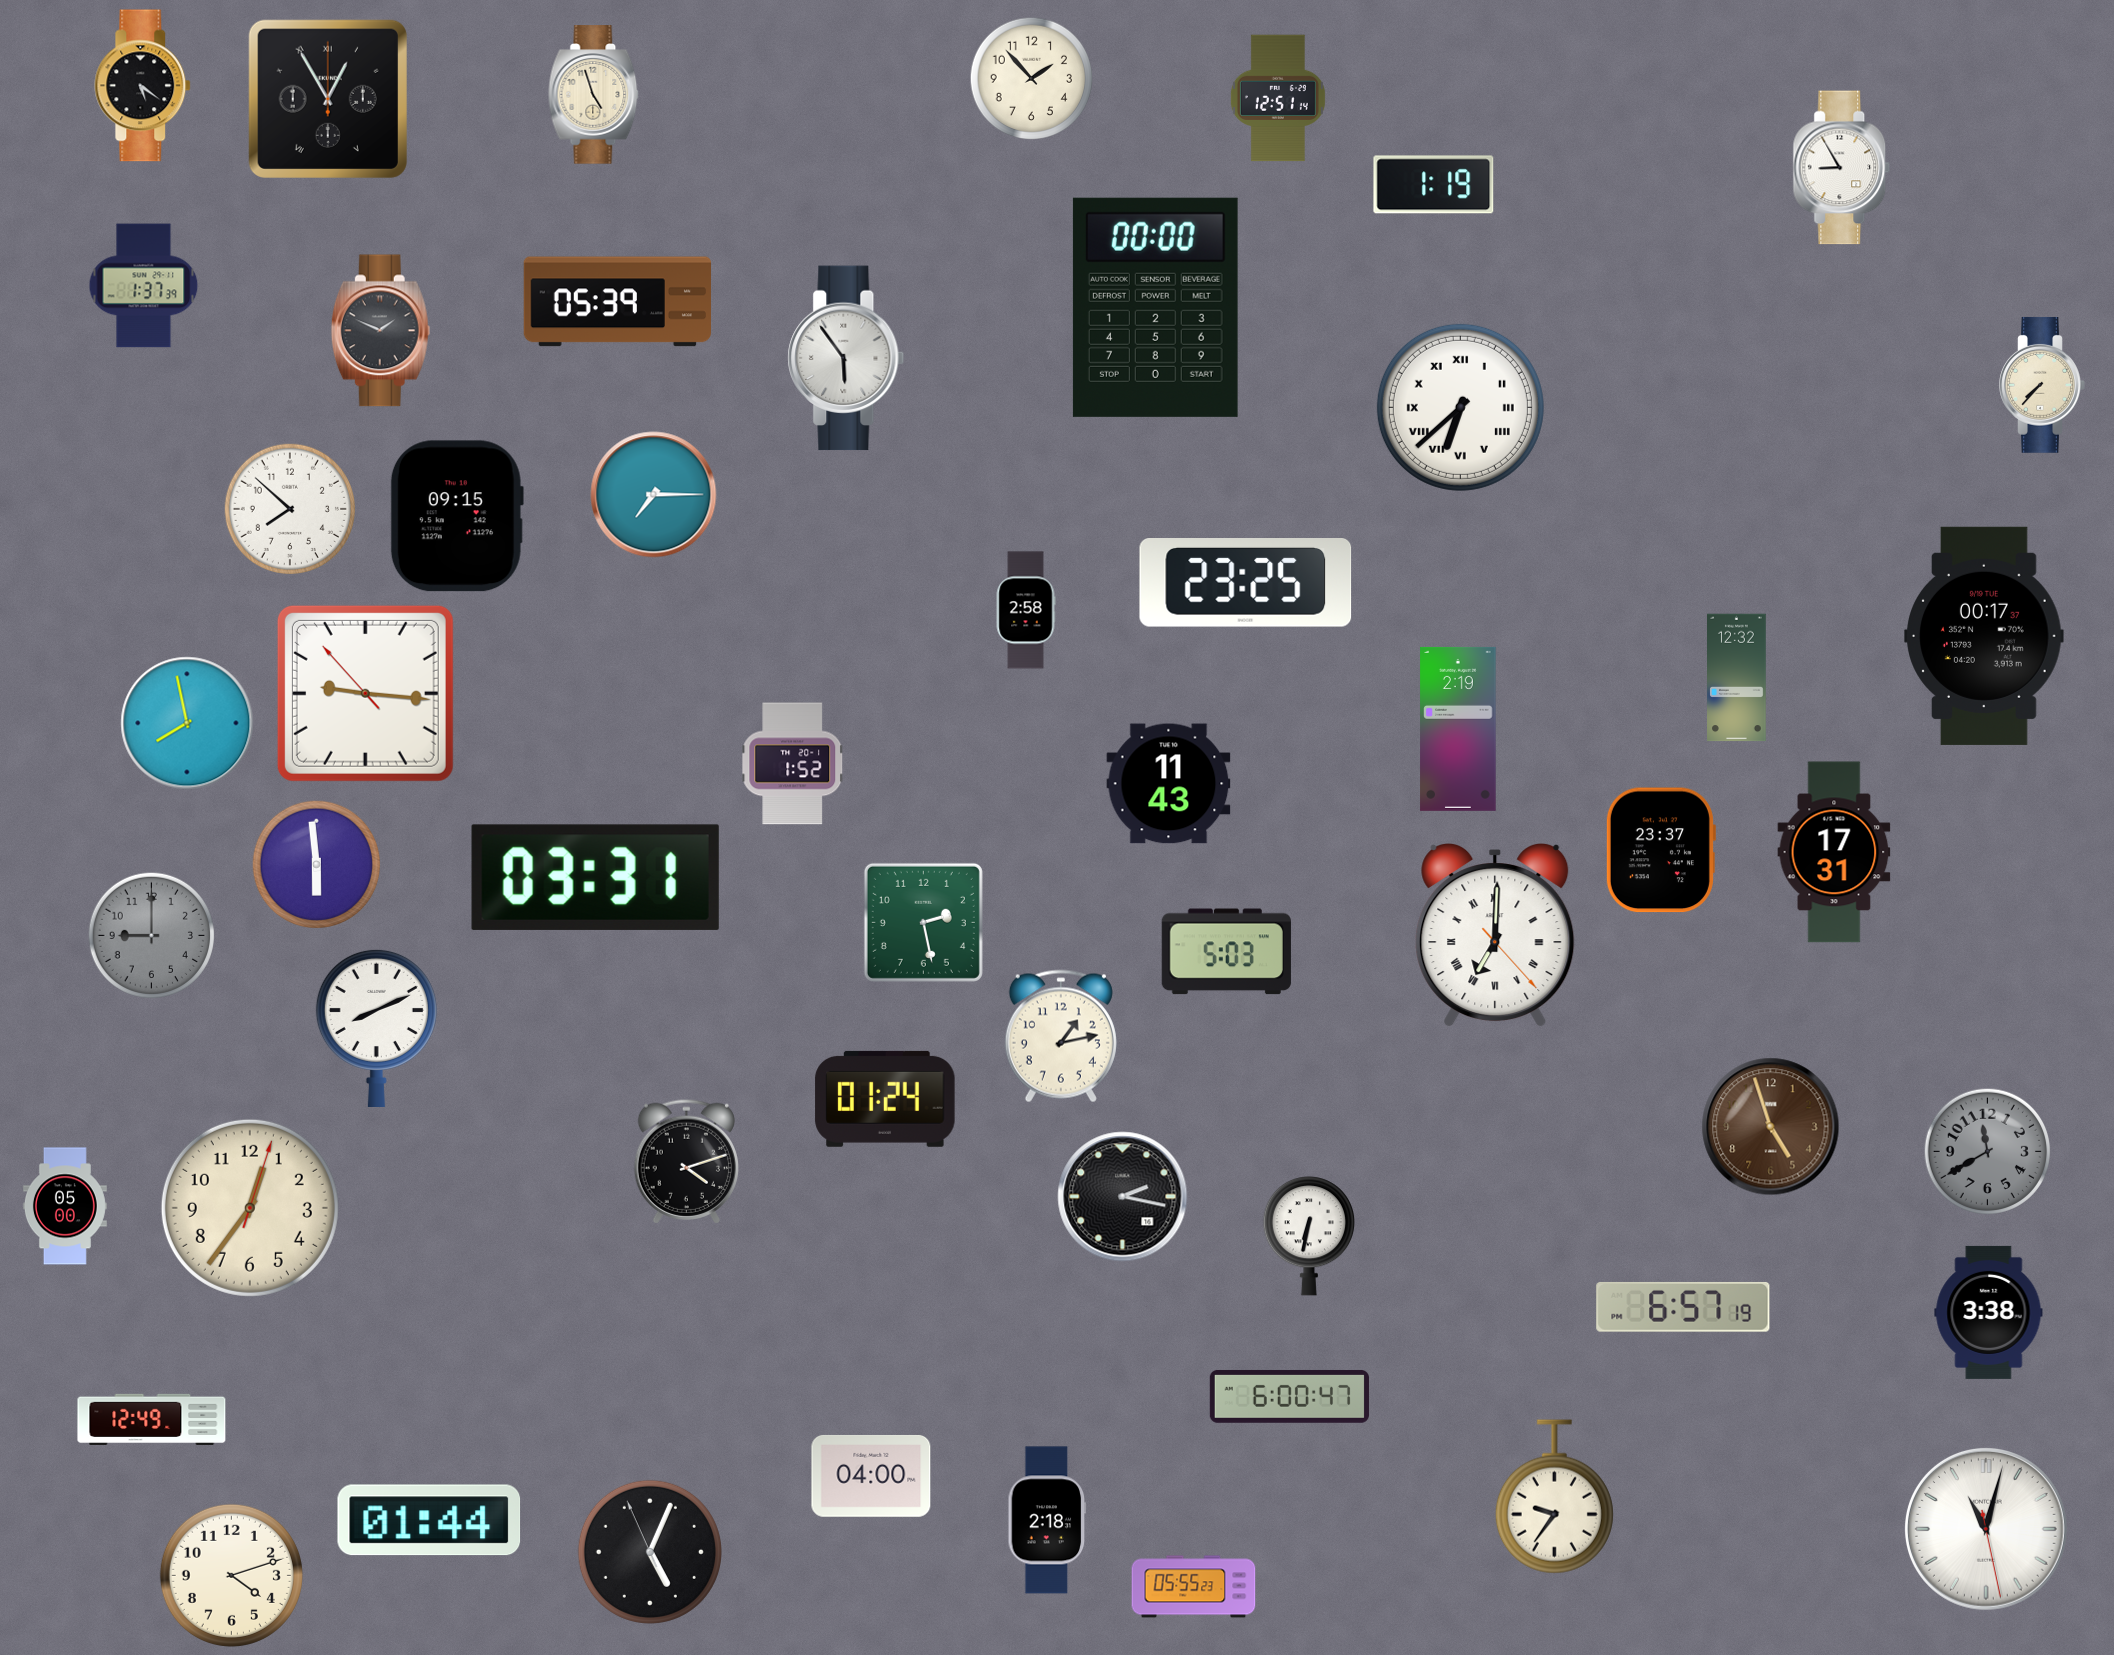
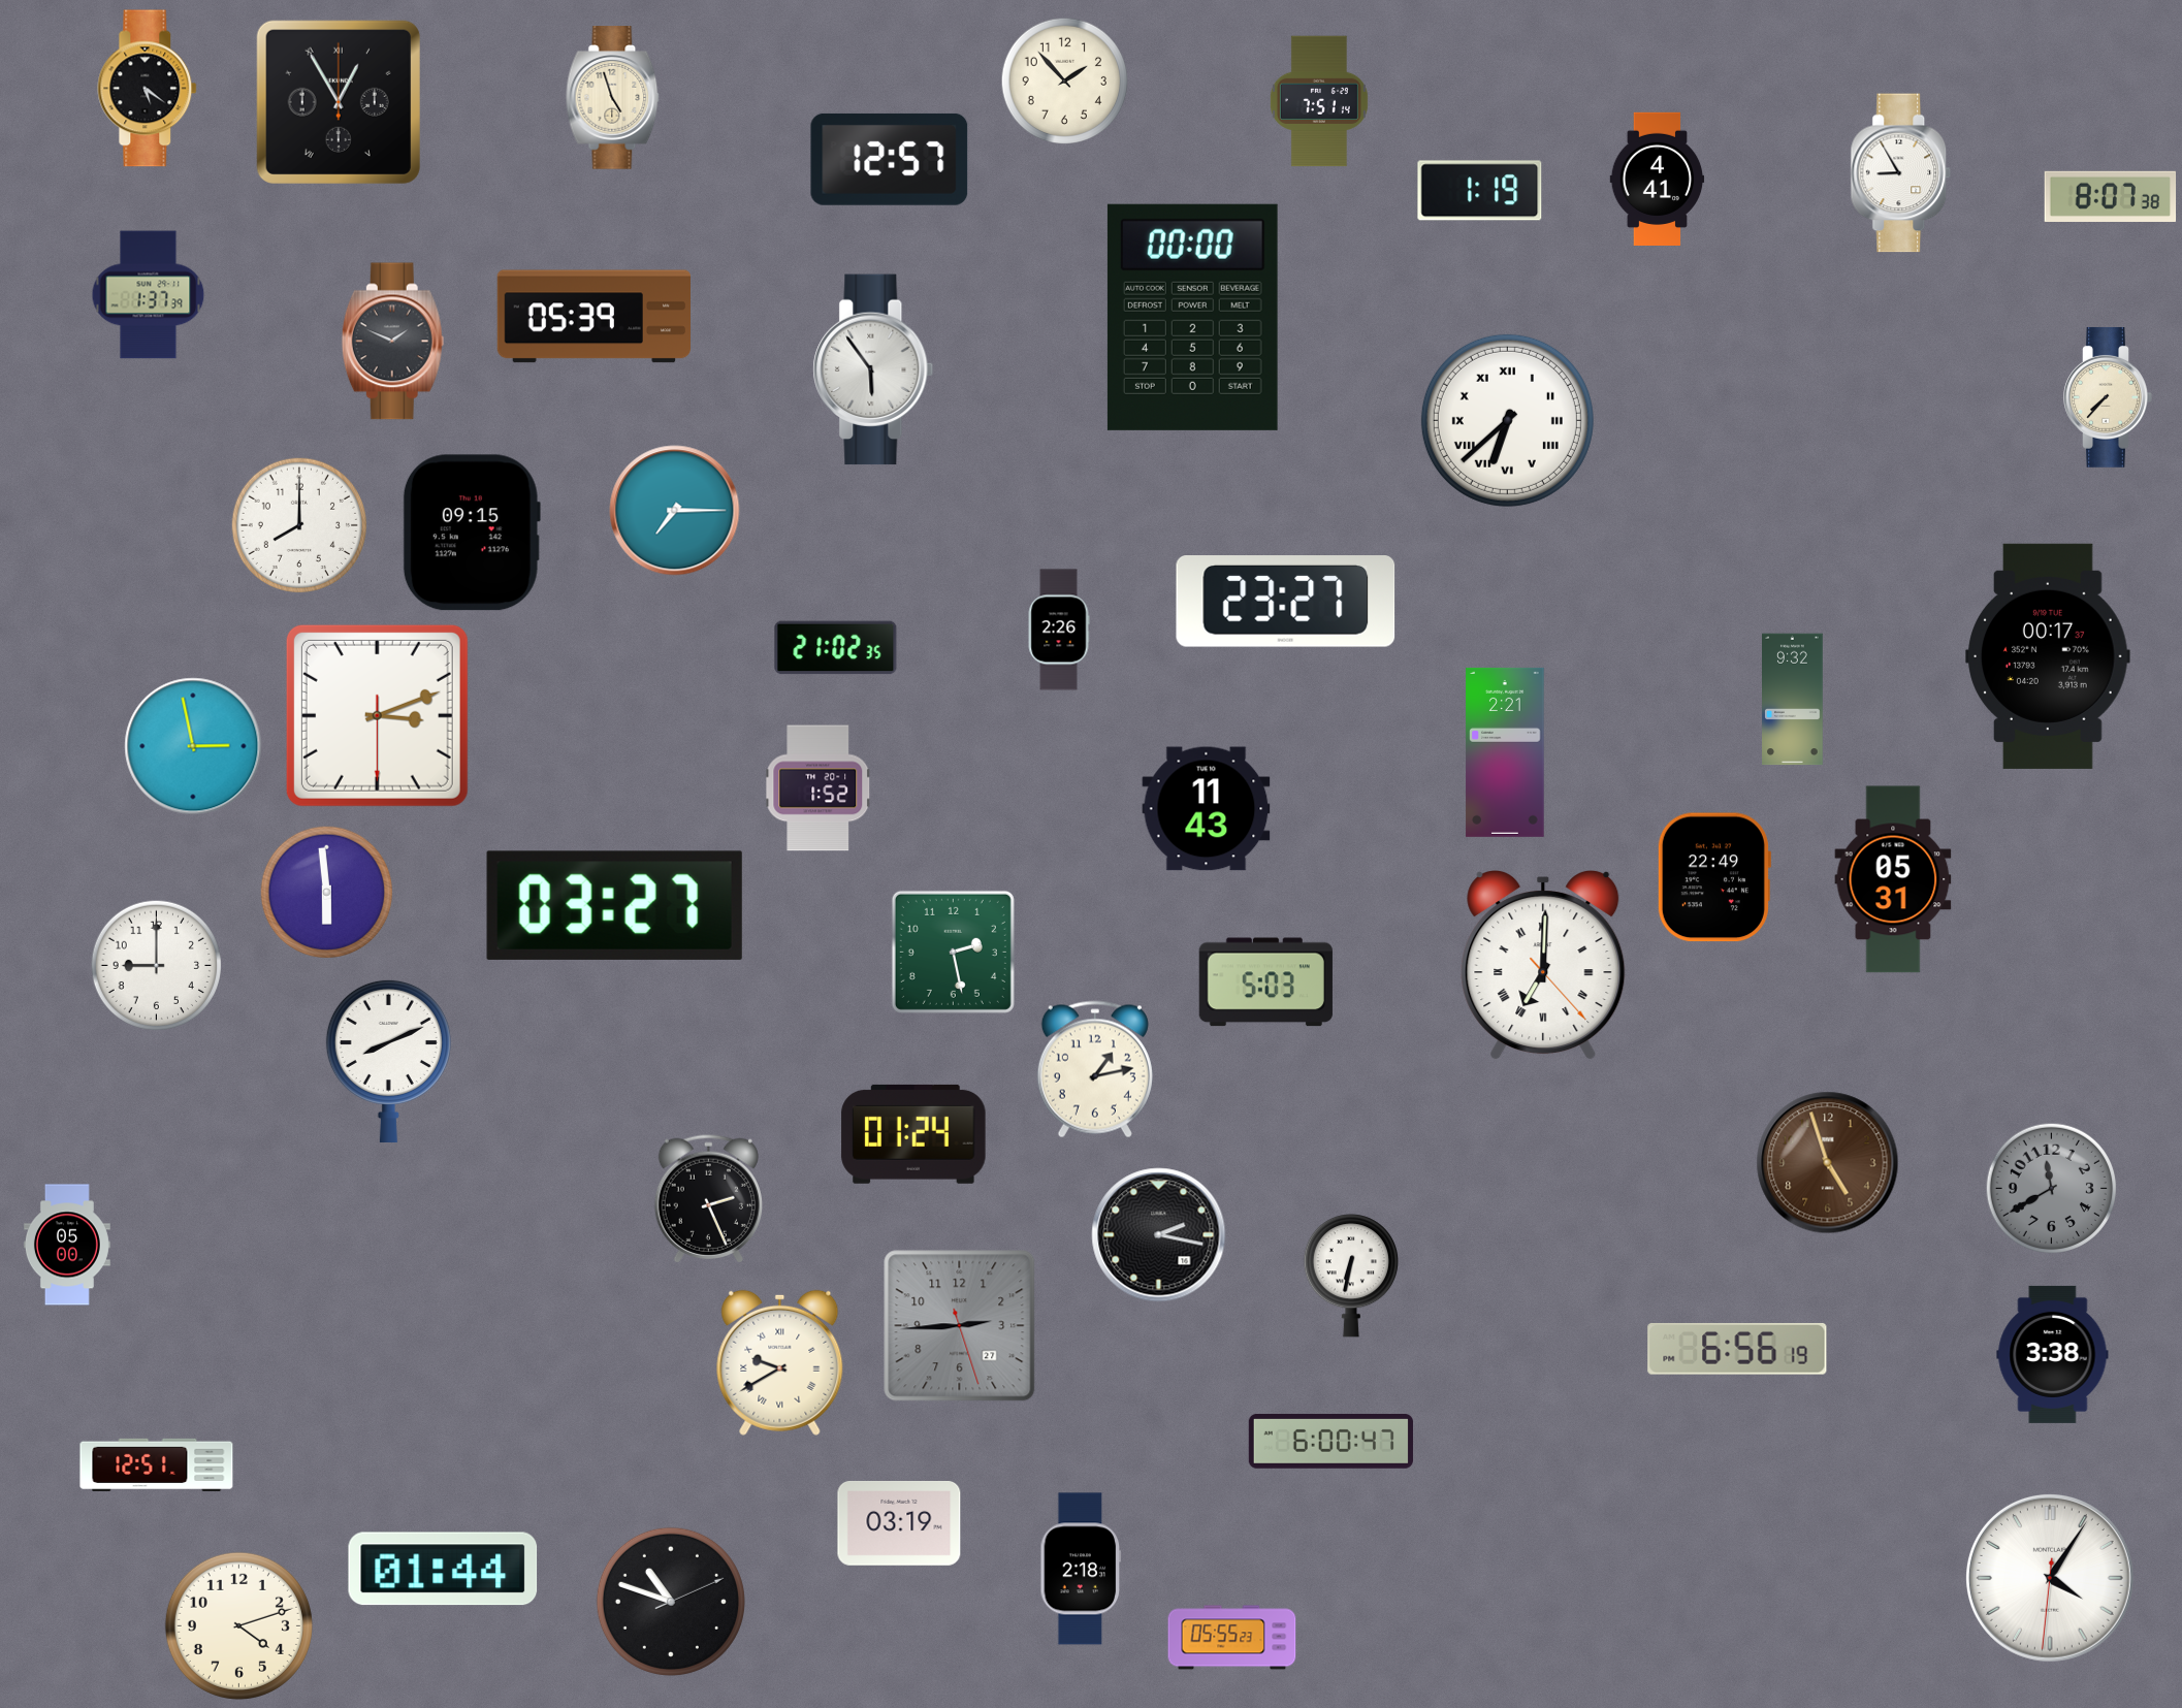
clock at (1278, 98): 12:51 -> 7:51
clock at (890, 159): none -> 12:57
clock at (1658, 180): none -> 4:41
clock at (2111, 196): none -> 8:07
clock at (617, 302) position: (617, 302) -> (593, 317)
clock at (289, 508): 7:52 -> 8:00
clock at (1246, 583): 23:25 -> 23:27
clock at (1026, 610): 2:58 -> 2:26
clock at (836, 648): none -> 21:02
clock at (1737, 678): 12:32 -> 9:32
clock at (365, 693): 9:15 -> 3:11
clock at (187, 723): 7:58 -> 2:58
clock at (1458, 729): 2:19 -> 2:21
clock at (1660, 850): 23:37 -> 22:49
clock at (1834, 852): 17:31 -> 05:31
clock at (595, 877): 03:31 -> 03:27
clock at (151, 935) dial: grey -> white
clock at (686, 1161): 4:12 -> 2:26
clock at (250, 1208): 12:36 -> none
clock at (960, 1326): none -> 2:44
clock at (1683, 1307): 6:57 -> 6:56
clock at (780, 1362): none -> 9:40
clock at (152, 1419): 12:49 -> 12:51
clock at (871, 1476): 04:00 -> 03:19
clock at (1554, 1497): 9:36 -> none
clock at (1986, 1529): 11:02 -> 4:05
clock at (650, 1552): 5:03 -> 10:48
